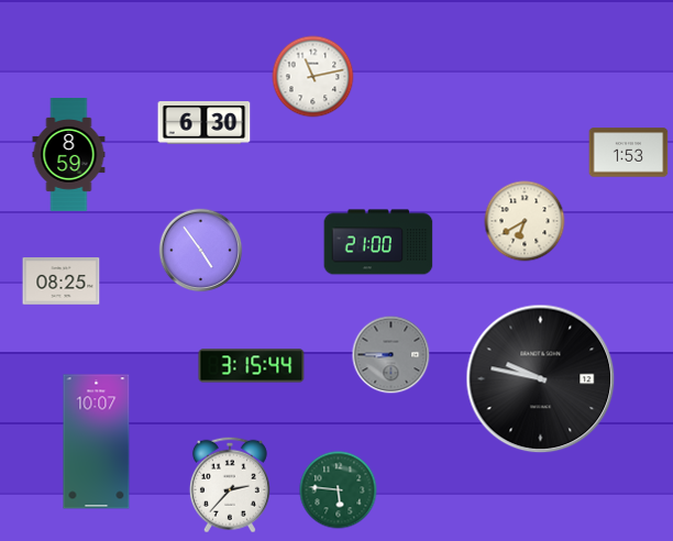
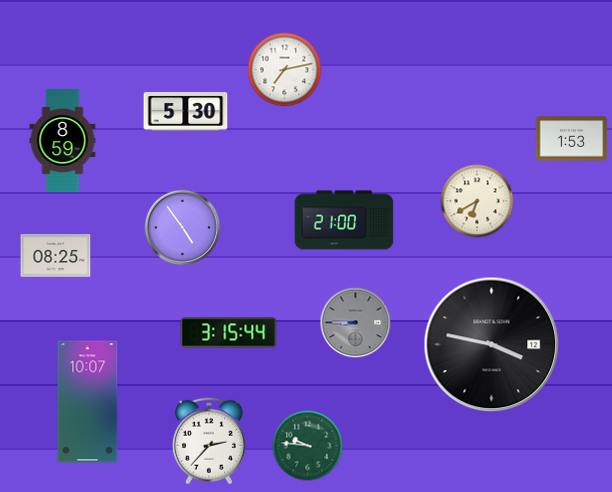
clock at (313, 77): 11:13 -> 7:13
clock at (205, 123): 6:30 -> 5:30
clock at (541, 379): 9:47 -> 3:47
clock at (339, 490): 5:46 -> 9:46
